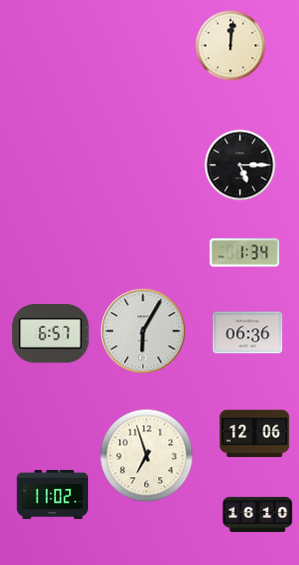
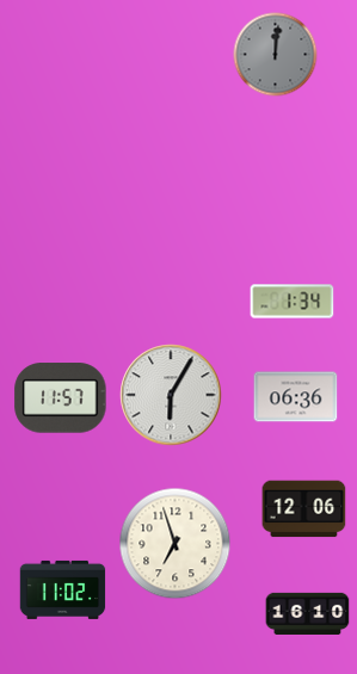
clock at (231, 46) dial: cream -> grey
clock at (240, 165): 5:15 -> none
clock at (51, 334): 6:57 -> 11:57
clock at (255, 434) position: (255, 434) -> (304, 509)
